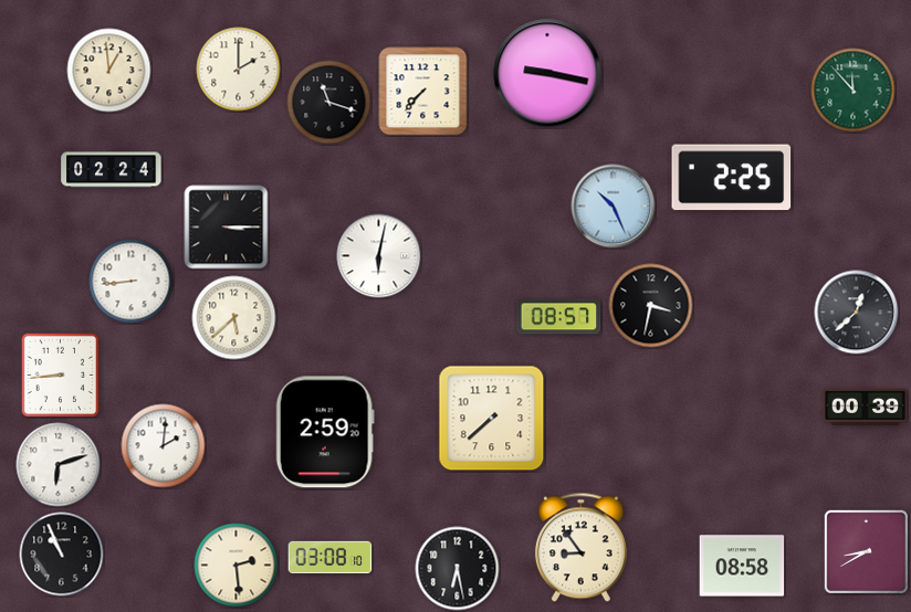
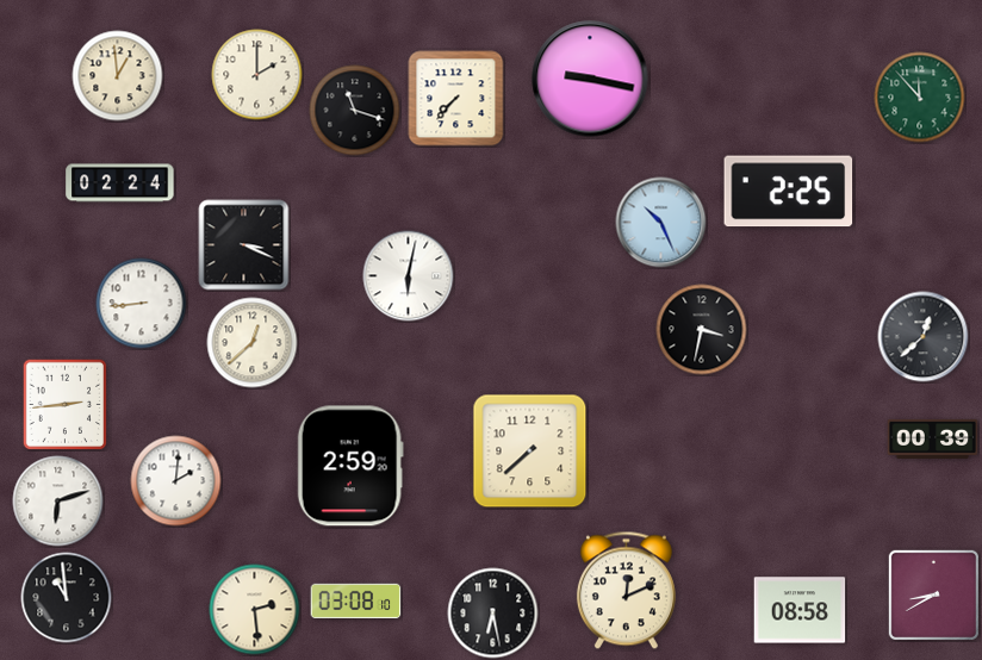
clock at (227, 228): 3:15 -> 3:19
clock at (559, 317): 08:57 -> none
clock at (234, 318): 5:38 -> 12:38
clock at (61, 374): 8:44 -> 2:44
clock at (59, 465) position: (59, 465) -> (58, 502)
clock at (580, 548): 8:54 -> 12:11
clock at (62, 555): 10:56 -> 10:59
